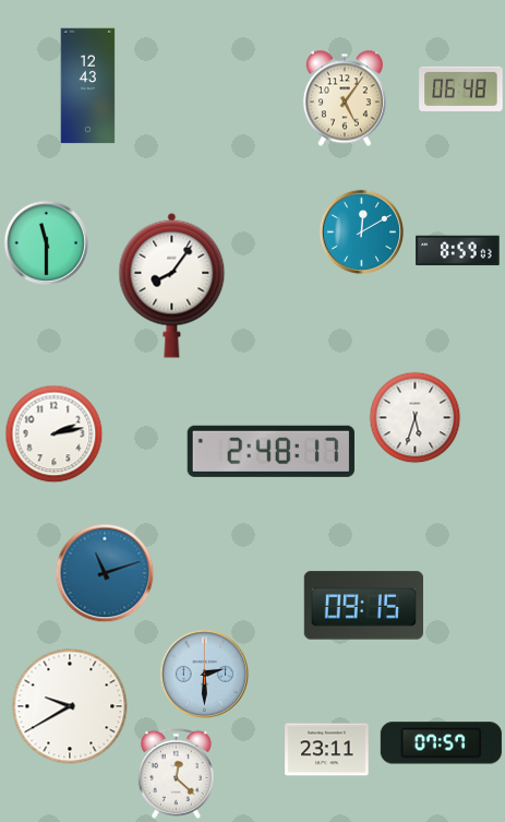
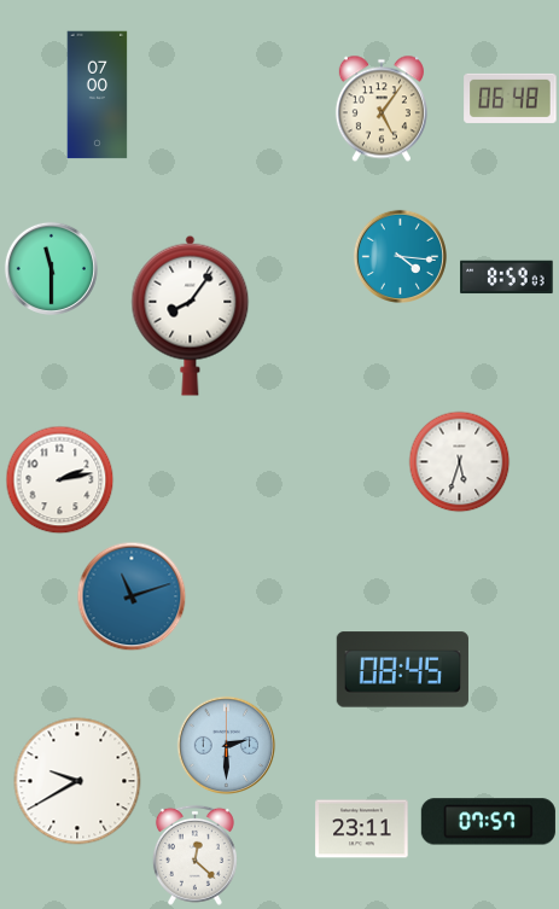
clock at (88, 86): 12:43 -> 07:00
clock at (361, 231): 12:10 -> 4:16
clock at (270, 451): 2:48 -> none
clock at (105, 573) position: (105, 573) -> (132, 596)
clock at (363, 606): 09:15 -> 08:45
